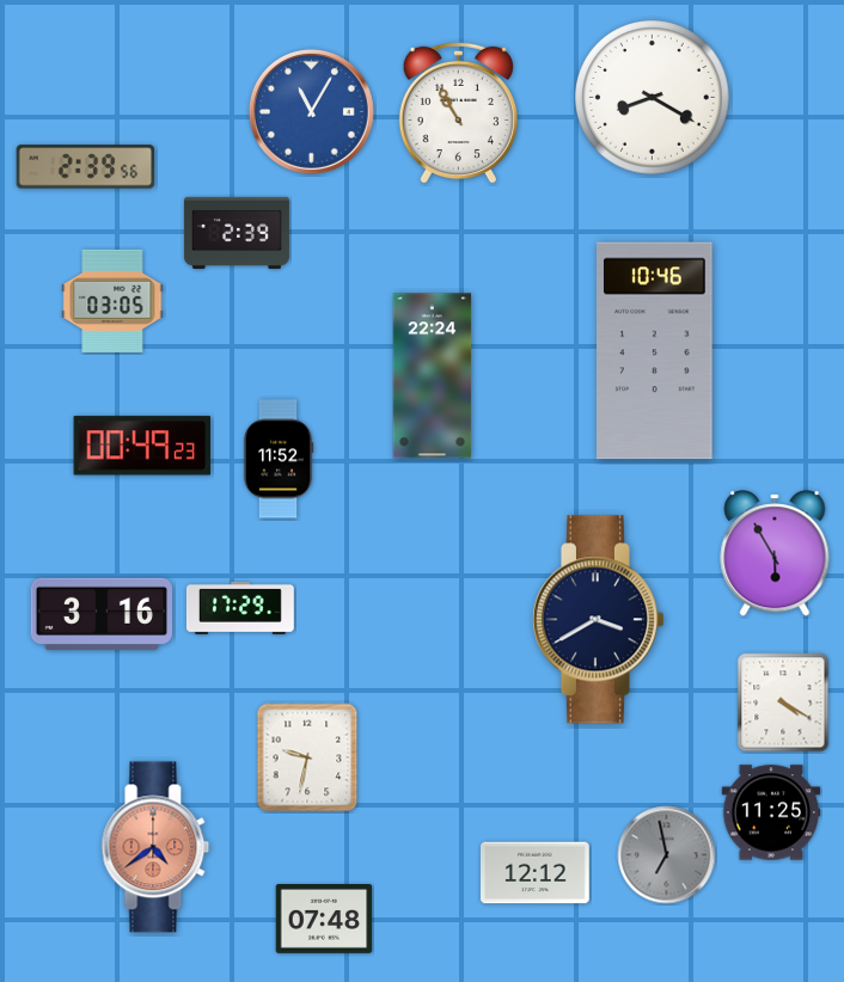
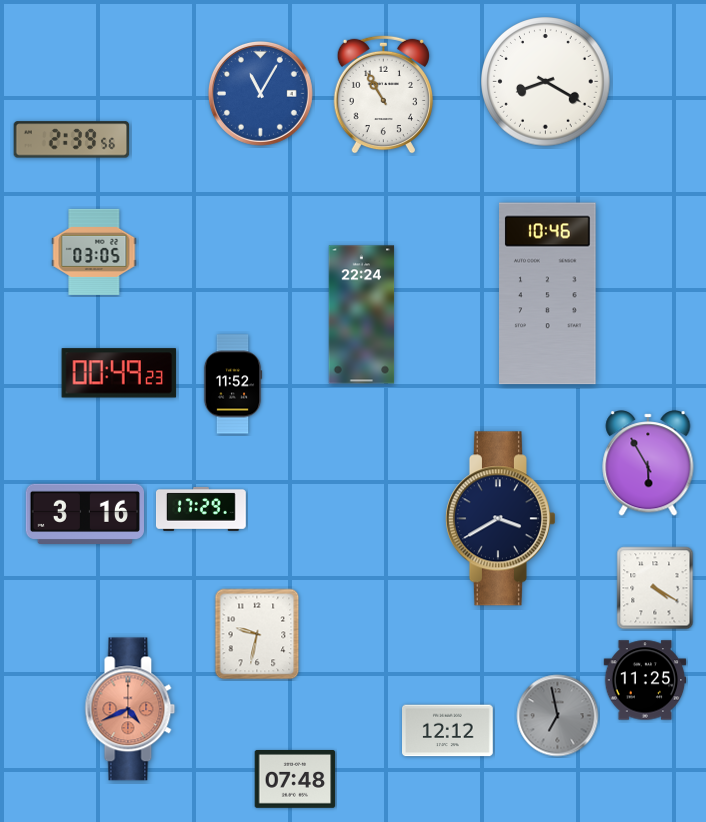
clock at (237, 233): 2:39 -> none
clock at (155, 847): 4:39 -> 4:41
clock at (324, 920) position: (324, 920) -> (295, 780)
